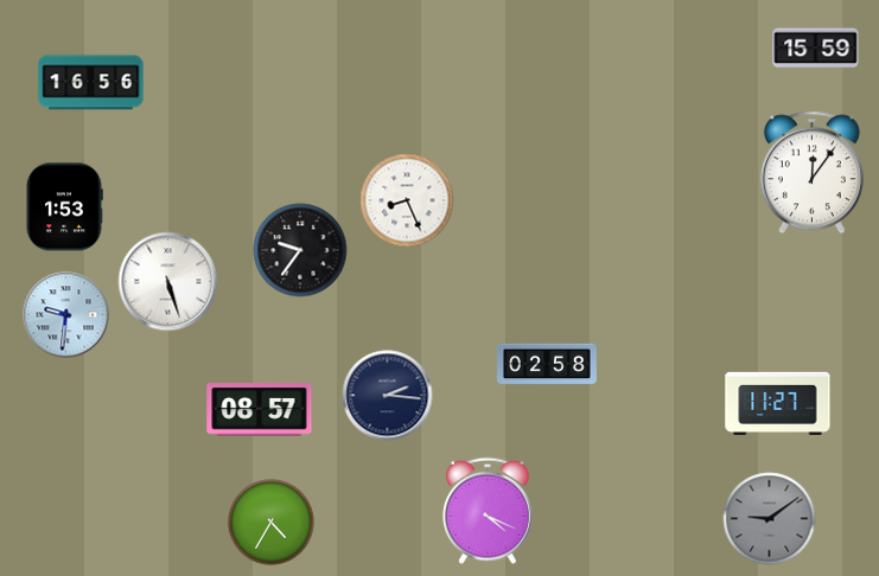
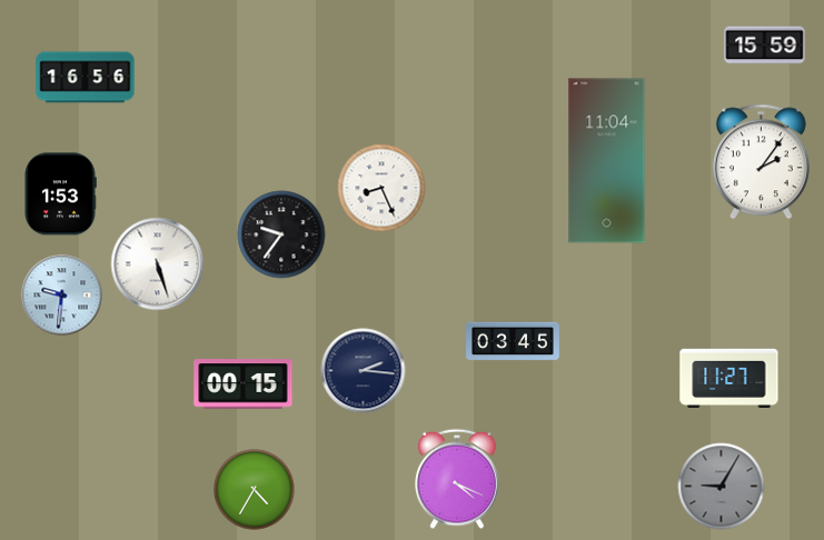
clock at (607, 161): none -> 11:04
clock at (811, 173): 12:06 -> 2:06
clock at (548, 364): 02:58 -> 03:45
clock at (260, 410): 08:57 -> 00:15
clock at (770, 519): 9:09 -> 9:05
